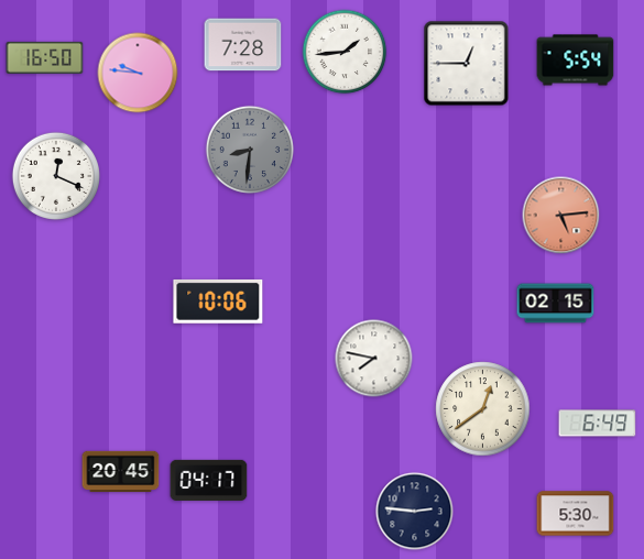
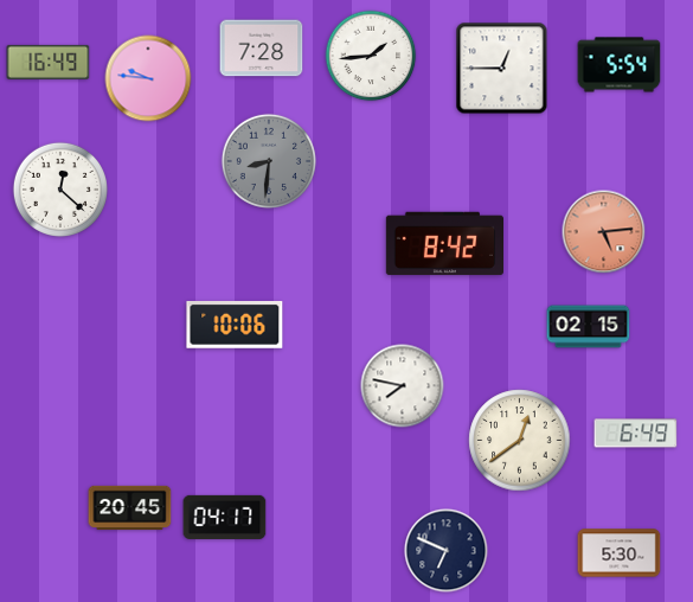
clock at (45, 57): 16:50 -> 16:49
clock at (56, 176): 12:19 -> 12:22
clock at (444, 244): none -> 8:42
clock at (556, 304) position: (556, 304) -> (589, 327)
clock at (598, 424) position: (598, 424) -> (636, 434)
clock at (415, 512): 2:46 -> 6:49
